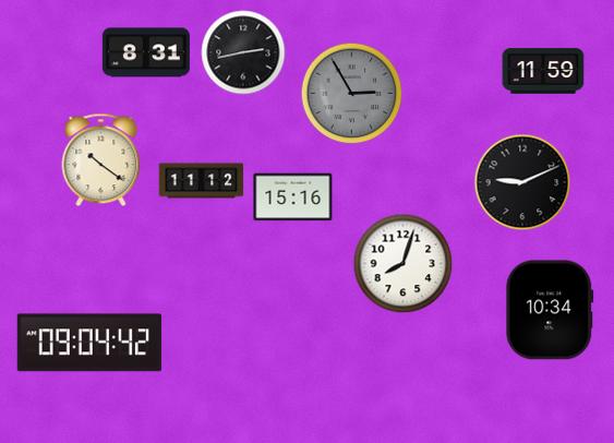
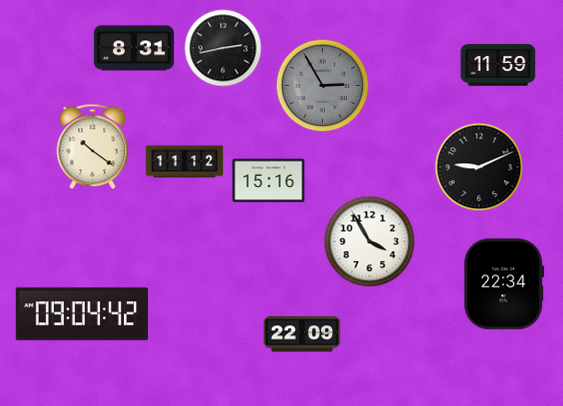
clock at (202, 181) position: (202, 181) -> (185, 162)
clock at (404, 264): 8:03 -> 3:55
clock at (550, 310): 10:34 -> 22:34
clock at (302, 334): none -> 22:09
